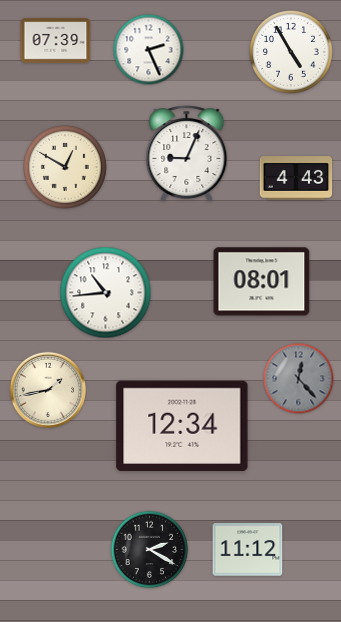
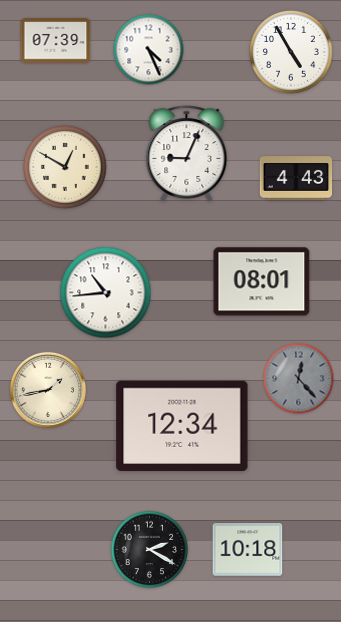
clock at (149, 50): 2:26 -> 4:26
clock at (248, 550): 11:12 -> 10:18
